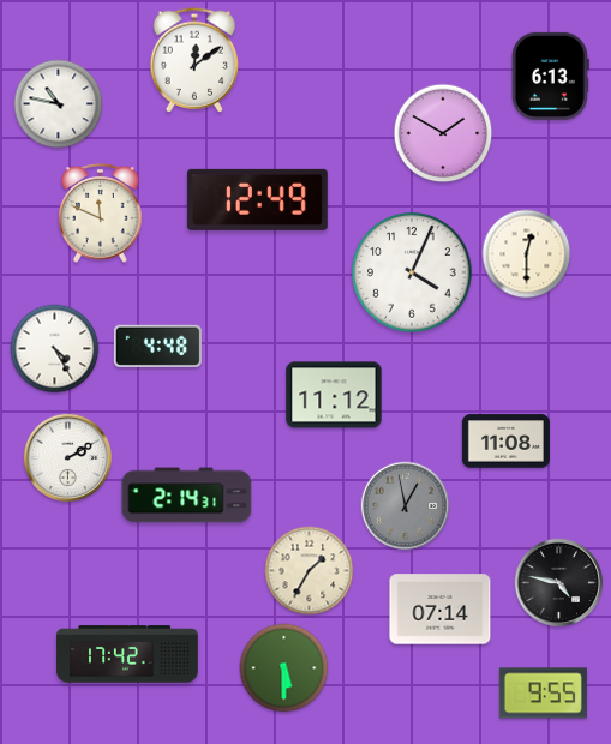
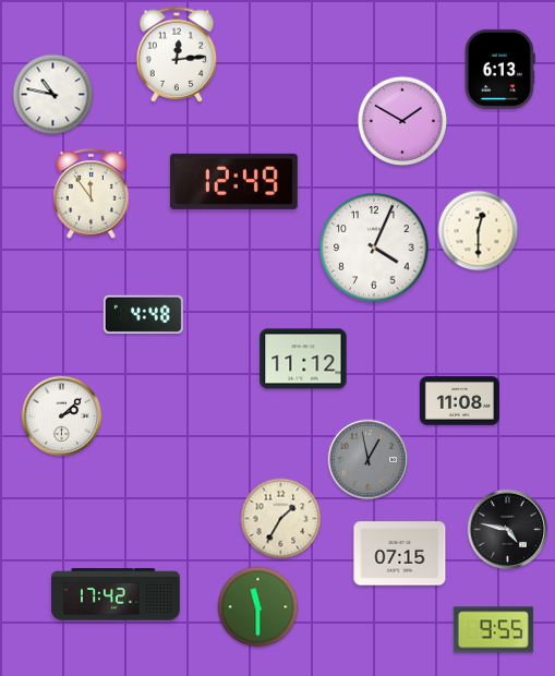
clock at (194, 60): 12:09 -> 12:14
clock at (101, 214): 11:49 -> 11:54
clock at (55, 349): 4:25 -> none
clock at (68, 458): 2:10 -> 2:08
clock at (187, 496): 2:14 -> none
clock at (441, 610): 07:14 -> 07:15
clock at (284, 668): 5:30 -> 11:30
